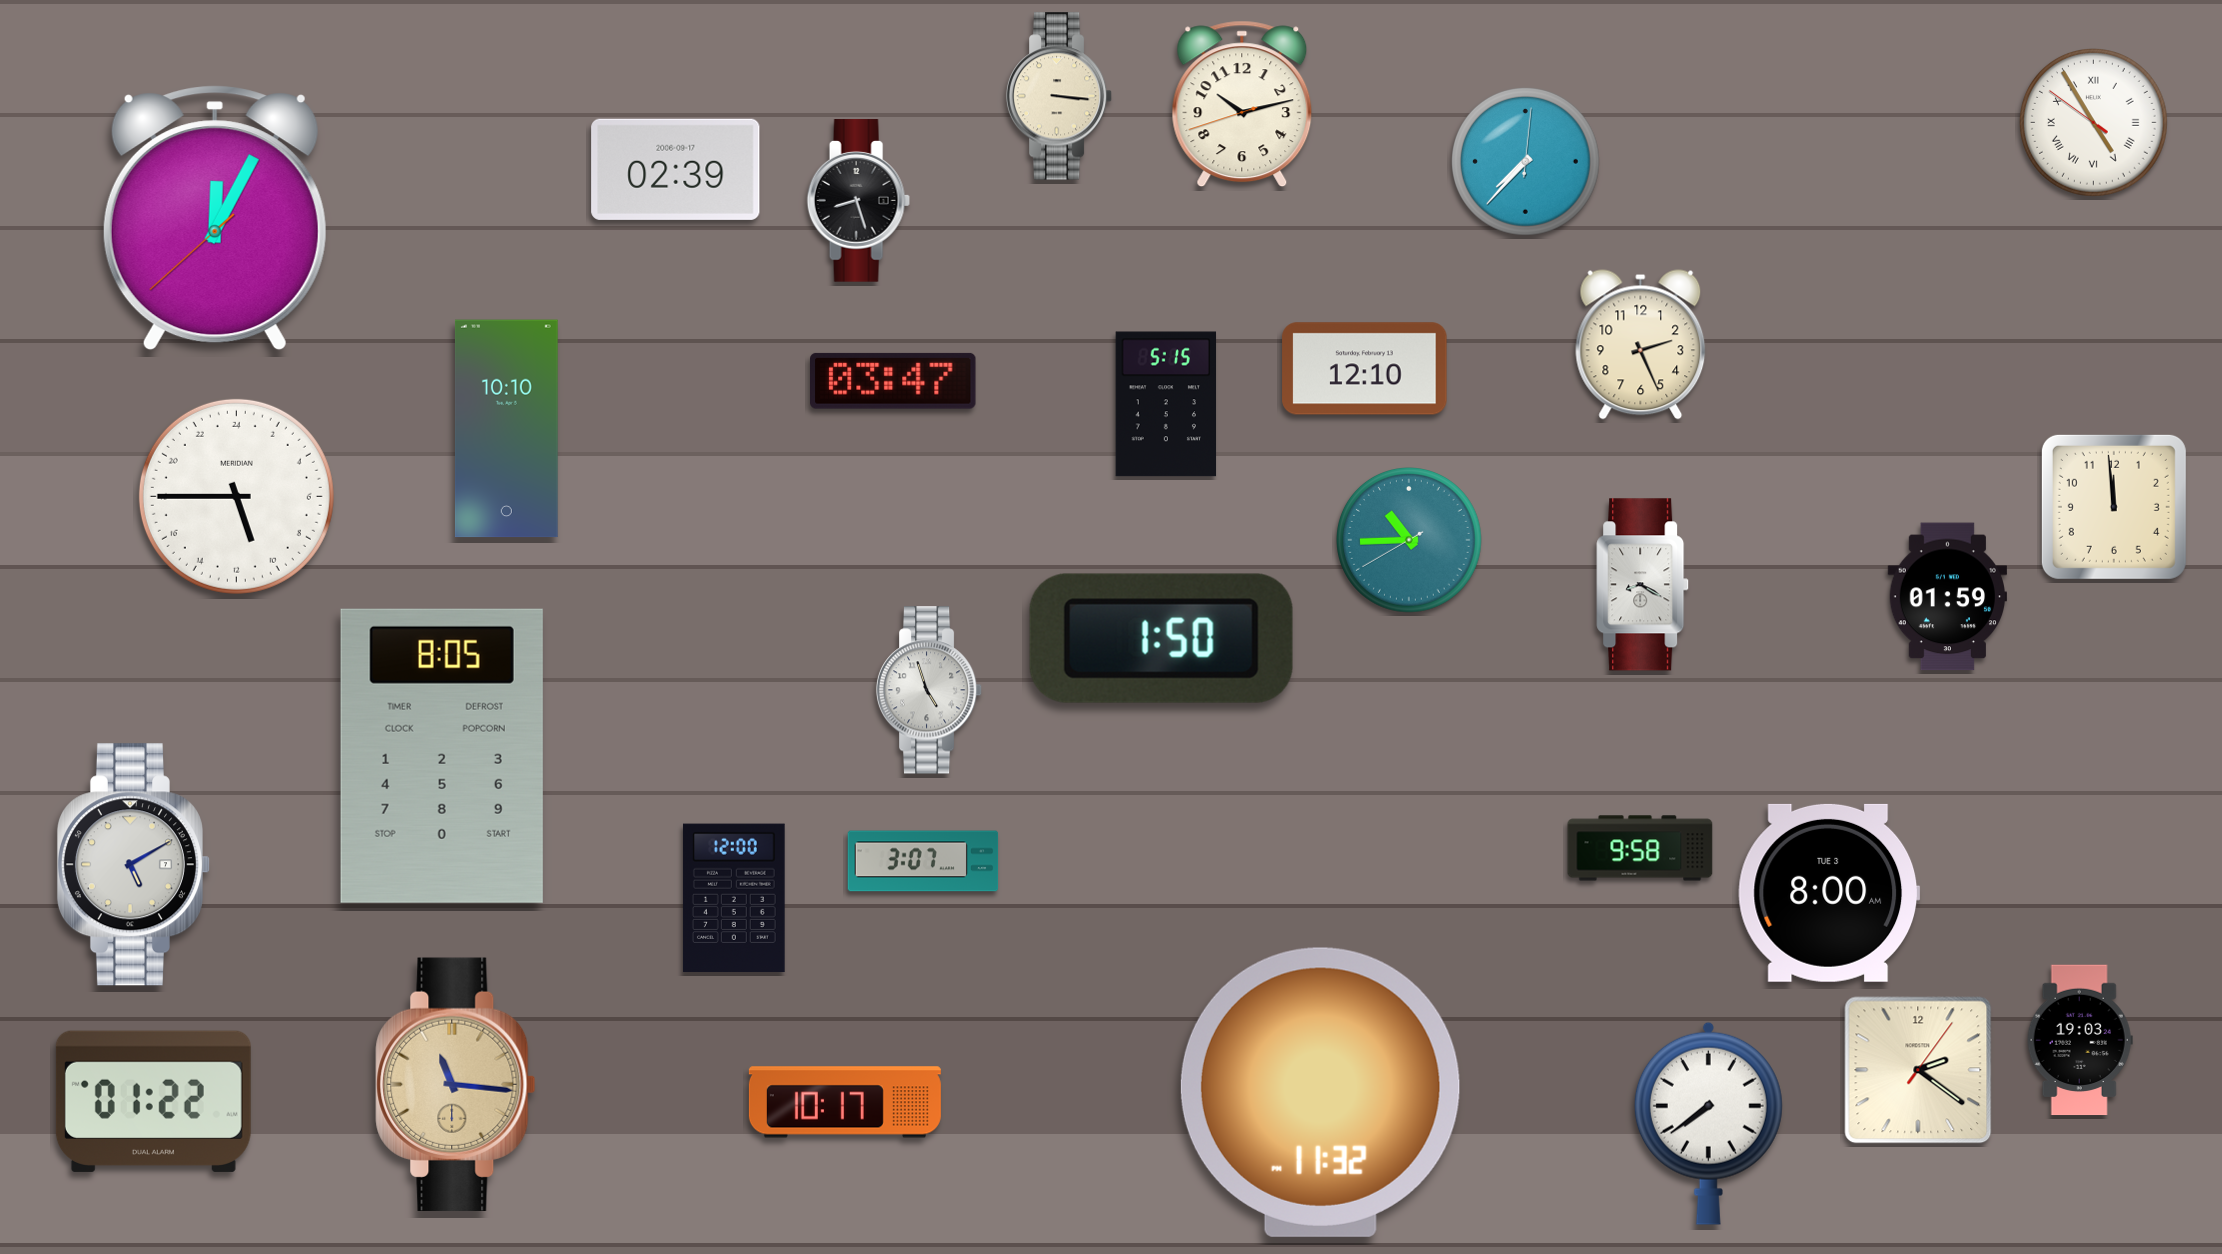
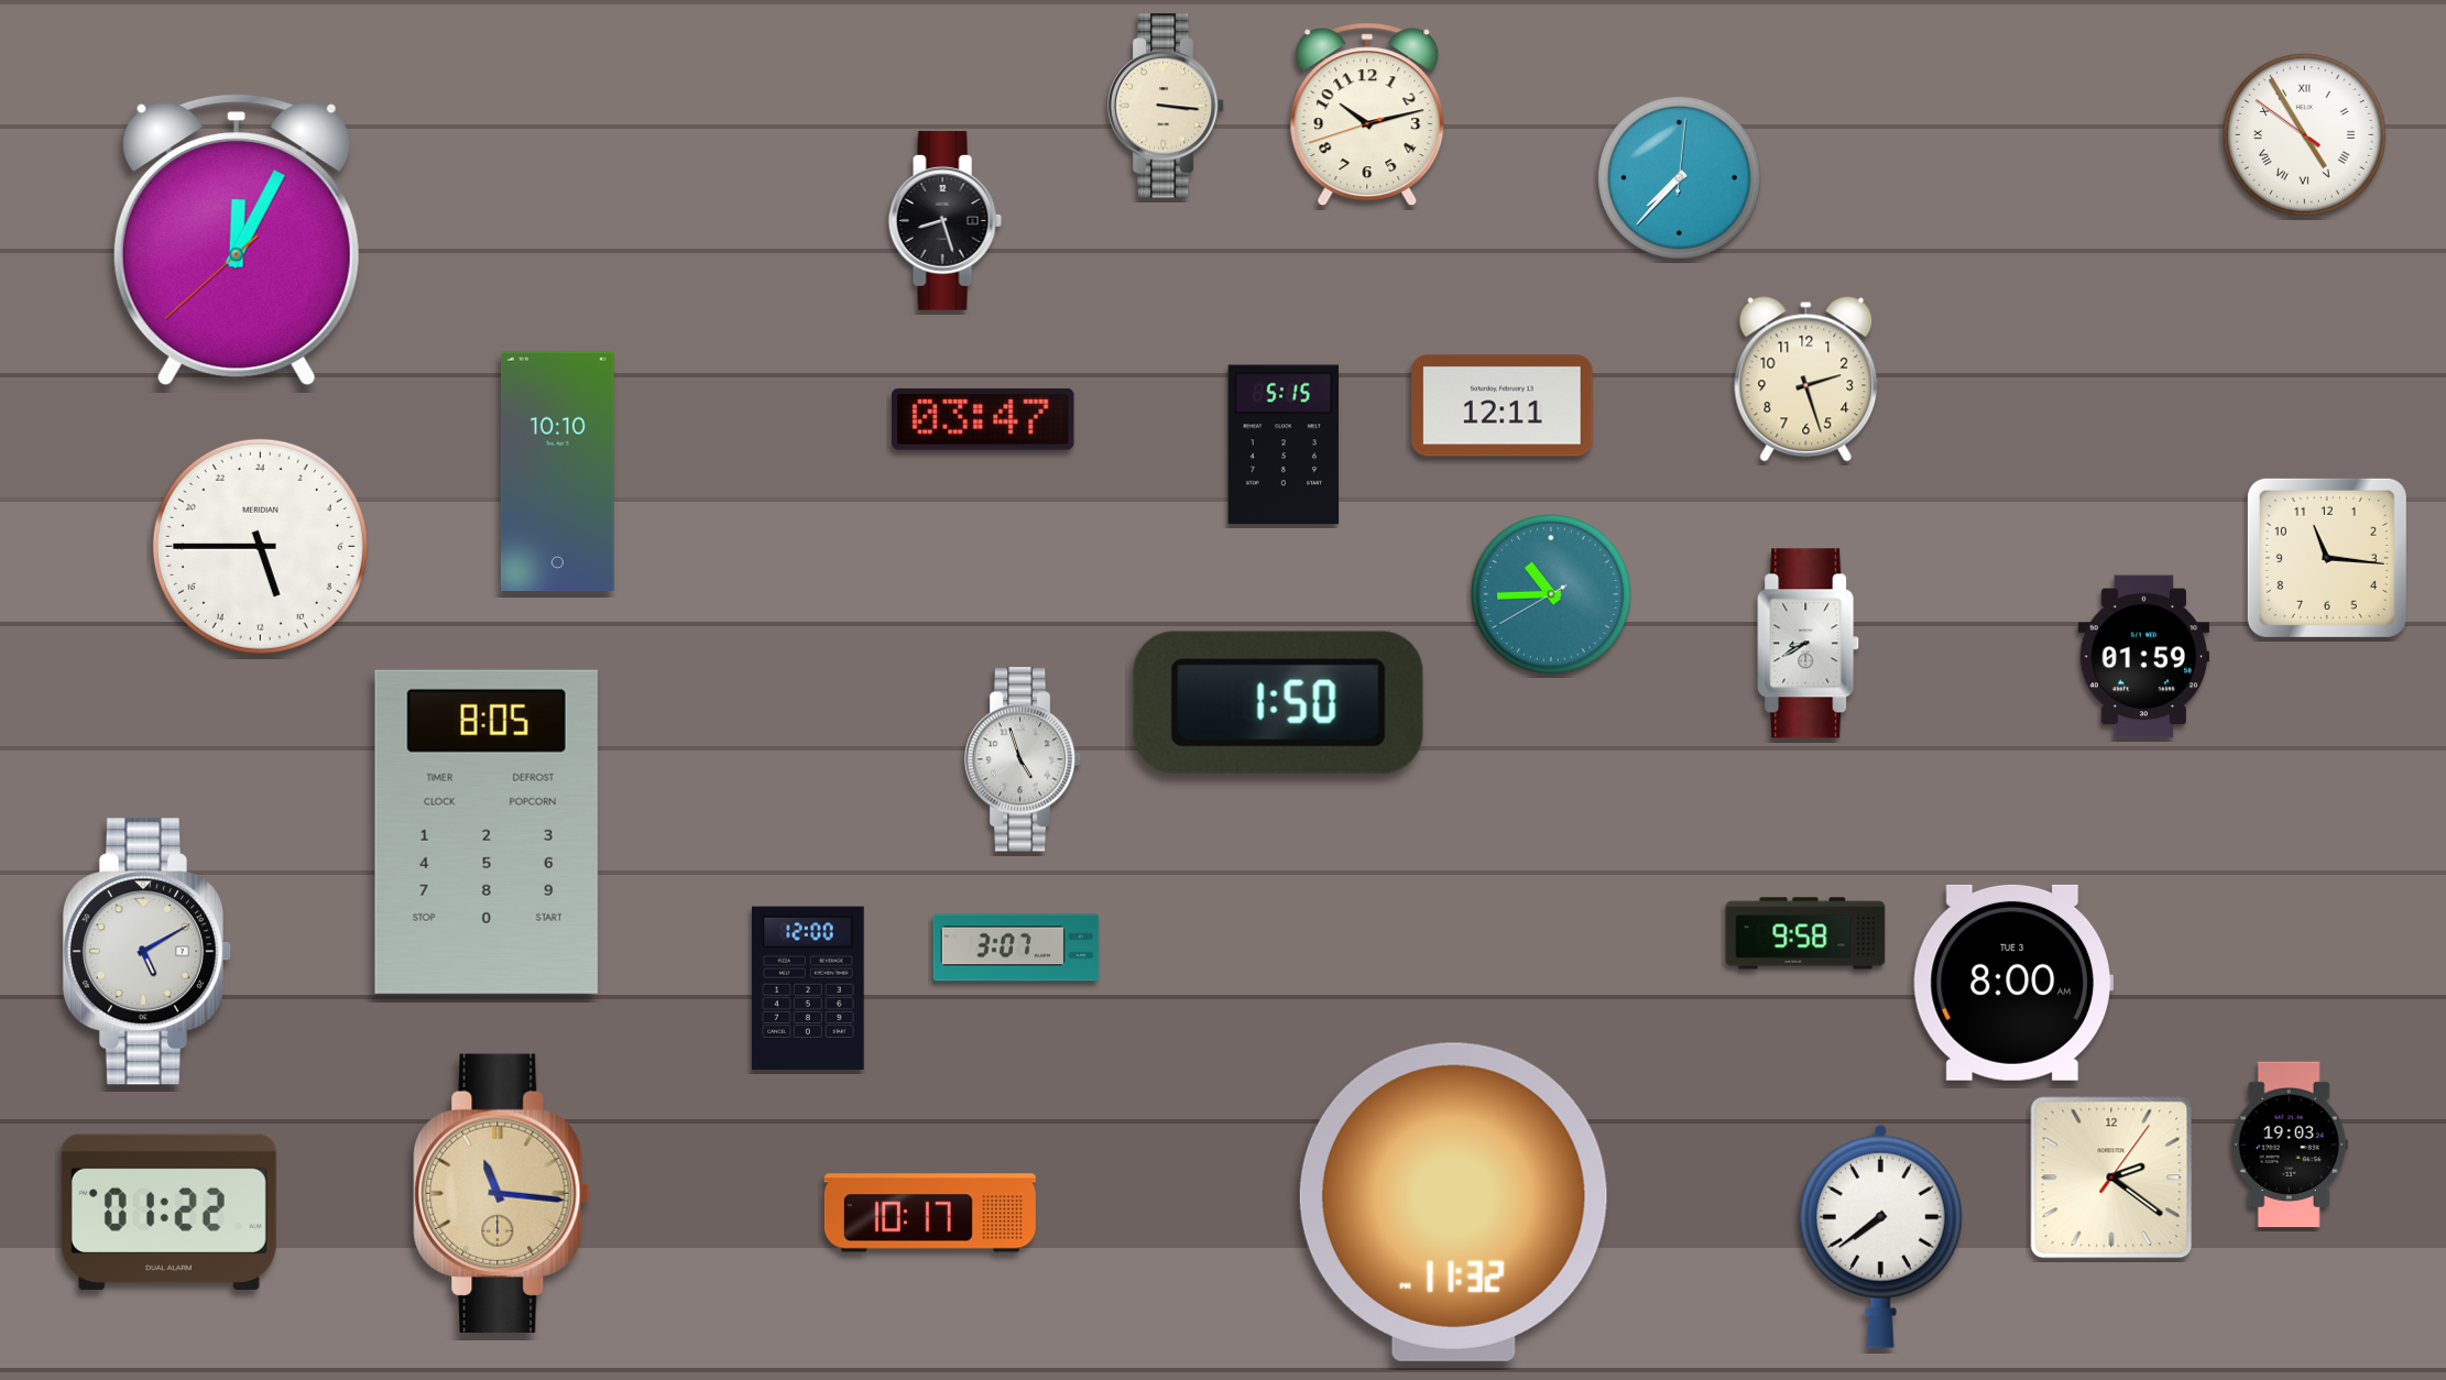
clock at (676, 169): 02:39 -> none
clock at (1641, 345): 2:26 -> 2:27
clock at (1365, 369): 12:10 -> 12:11
clock at (2114, 507): 11:59 -> 11:16
clock at (1643, 585): 8:20 -> 8:40
